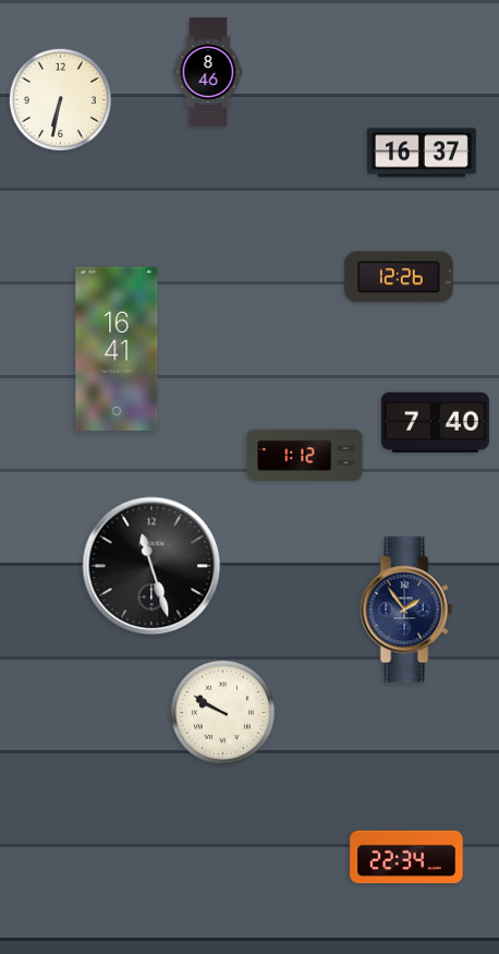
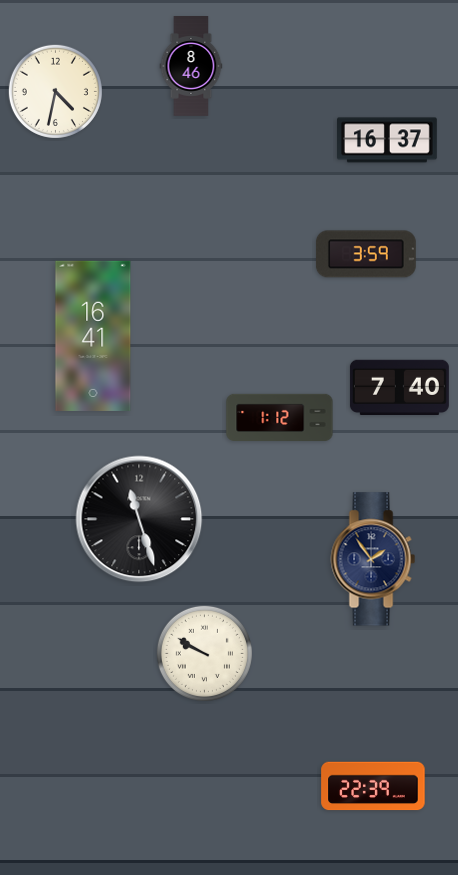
clock at (60, 99): 6:32 -> 4:32
clock at (399, 277): 12:26 -> 3:59
clock at (117, 349) position: (117, 349) -> (93, 336)
clock at (406, 857): 22:34 -> 22:39
